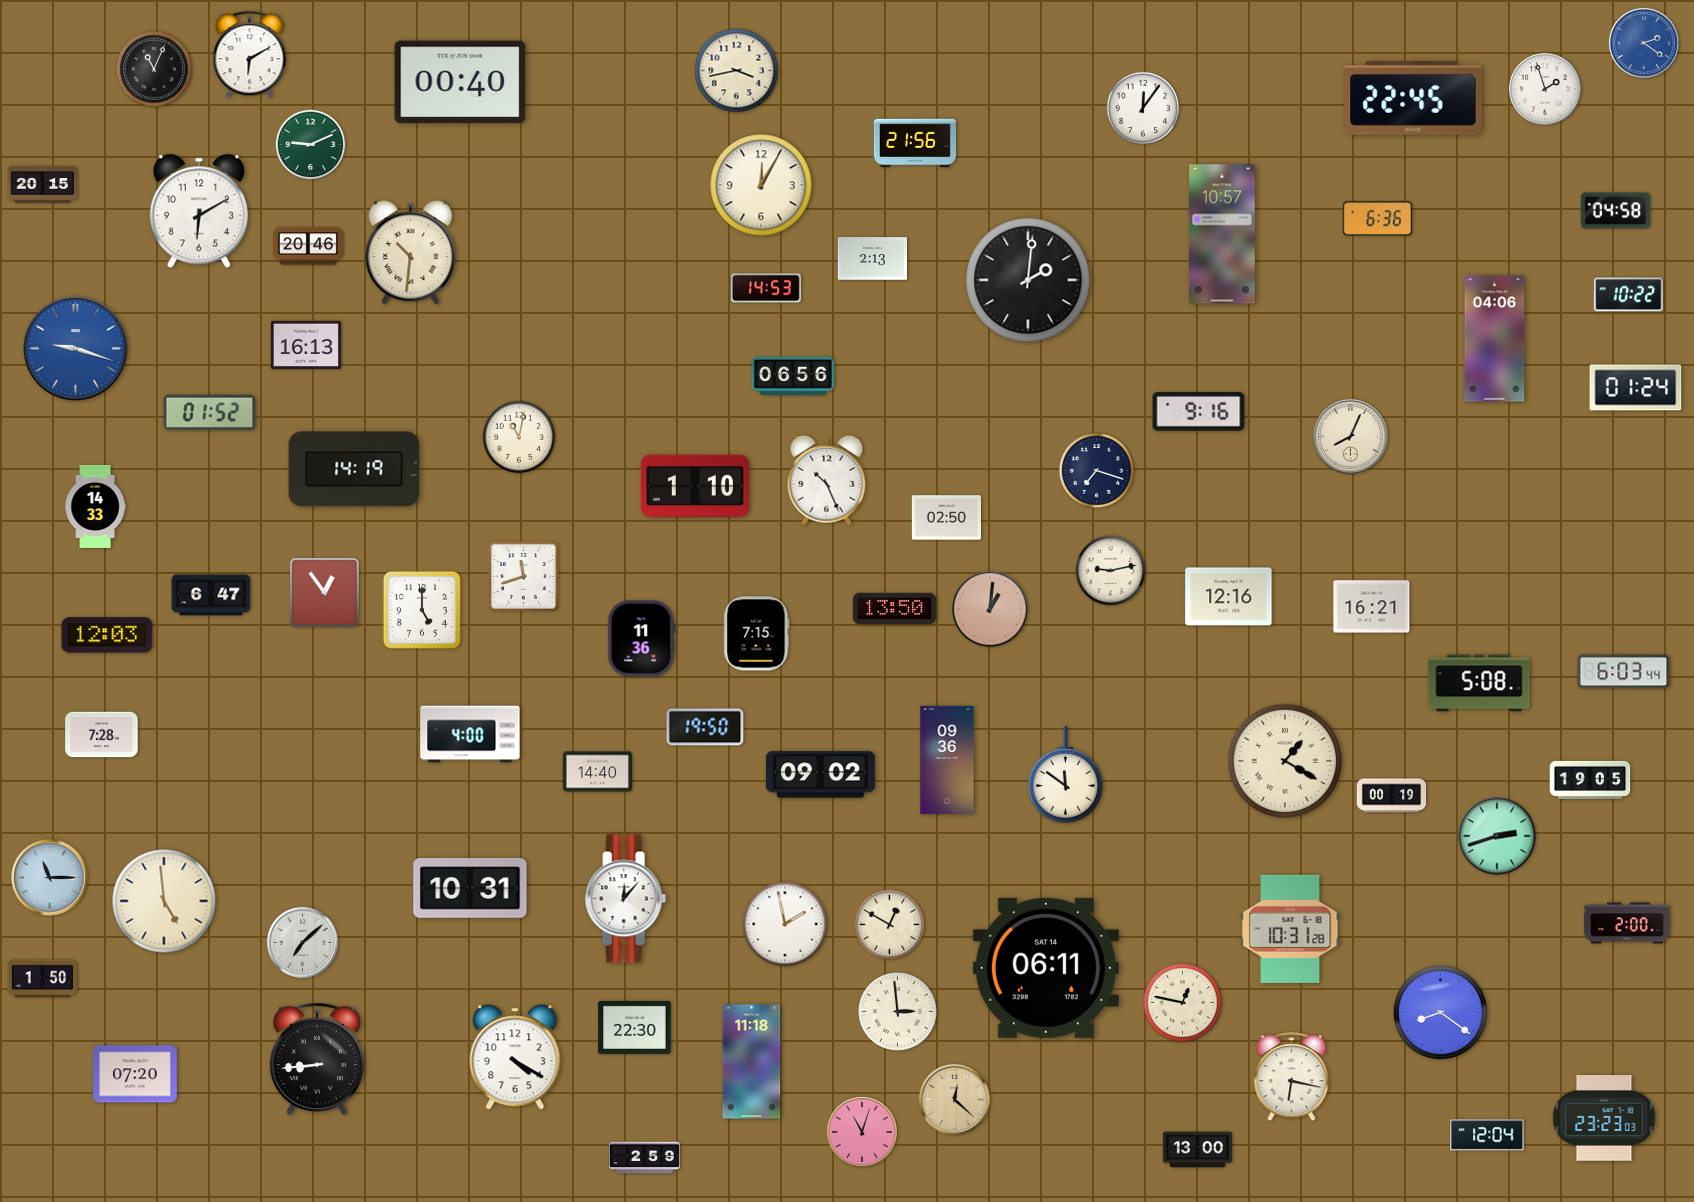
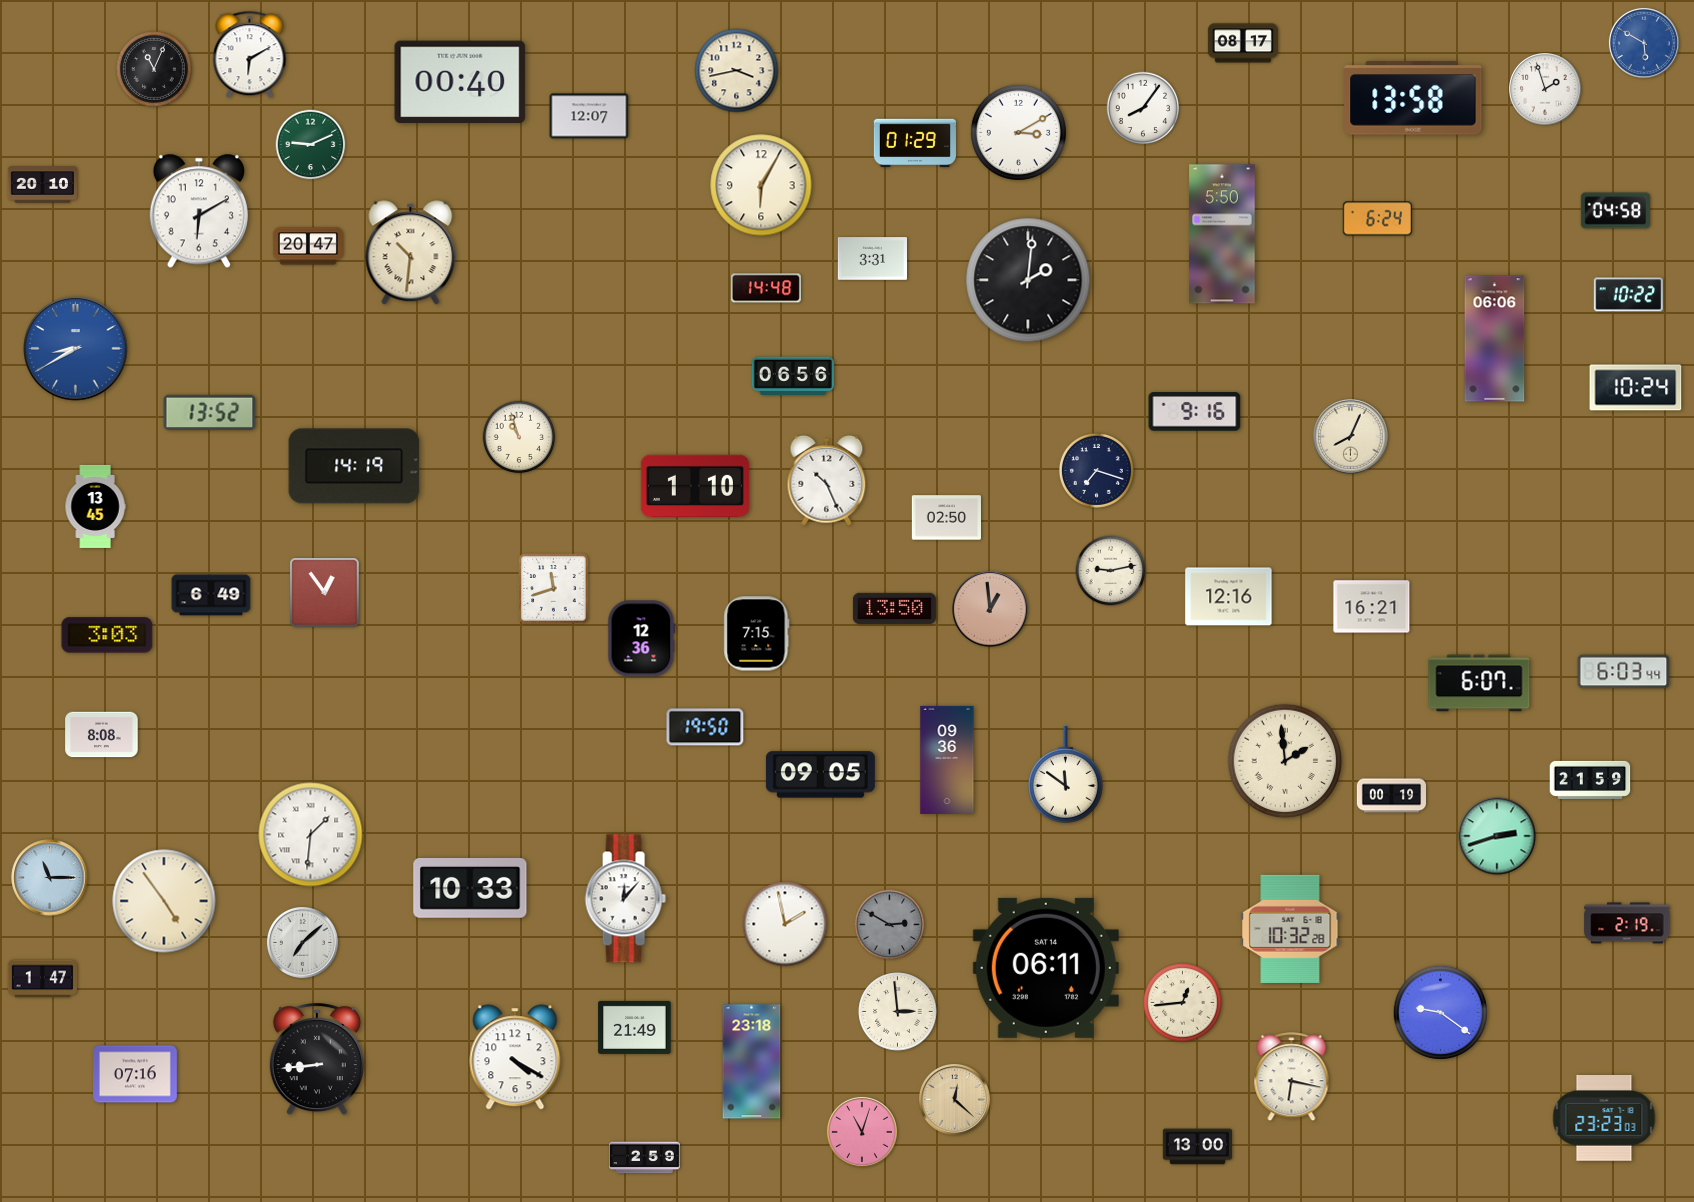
clock at (1243, 43): none -> 08:17
clock at (1644, 43): 2:21 -> 5:50
clock at (1413, 98): 22:45 -> 13:58
clock at (1143, 108): 12:06 -> 8:06
clock at (589, 116): none -> 12:07
clock at (1018, 132): none -> 3:10
clock at (915, 143): 21:56 -> 01:29
clock at (42, 185): 20:15 -> 20:10
clock at (761, 185): 12:05 -> 6:05
clock at (1377, 219): 6:36 -> 6:24
clock at (1222, 234): 10:57 -> 5:50
clock at (308, 246): 20:46 -> 20:47
clock at (872, 259): 2:13 -> 3:31
clock at (766, 288): 14:53 -> 14:48
clock at (1495, 339): 04:06 -> 06:06
clock at (306, 345): 16:13 -> none
clock at (76, 349): 9:18 -> 8:40
clock at (1636, 388): 01:24 -> 10:24
clock at (1199, 412) position: (1199, 412) -> (1195, 412)
clock at (210, 413): 01:52 -> 13:52
clock at (519, 437): 11:02 -> 10:57
clock at (354, 469) position: (354, 469) -> (354, 466)
clock at (95, 506): 14:33 -> 13:45
clock at (524, 577) position: (524, 577) -> (554, 589)
clock at (211, 595): 6:47 -> 6:49
clock at (990, 609): 1:01 -> 12:59
clock at (422, 610): 5:00 -> none
clock at (107, 635): 12:03 -> 3:03
clock at (642, 639): 11:36 -> 12:36
clock at (1479, 683): 5:08 -> 6:07
clock at (470, 734): 4:00 -> none
clock at (102, 735): 7:28 -> 8:08
clock at (1285, 761): 1:20 -> 1:59
clock at (597, 772): 14:40 -> none
clock at (820, 775): 09:02 -> 09:05
clock at (1590, 780): 19:05 -> 21:59
clock at (311, 835): none -> 1:31
clock at (470, 889): 10:31 -> 10:33
clock at (164, 901): 4:59 -> 4:54
clock at (1627, 923): 2:00 -> 2:19
clock at (890, 925): 12:50 -> 2:50
clock at (890, 925) dial: cream -> grey
clock at (1290, 929): 10:31 -> 10:32
clock at (42, 979): 1:50 -> 1:47
clock at (1183, 1003): 12:47 -> 12:44
clock at (1440, 1012): 8:21 -> 9:21
clock at (635, 1027): 22:30 -> 21:49
clock at (752, 1062): 11:18 -> 23:18
clock at (136, 1074): 07:20 -> 07:16
clock at (1487, 1135): 12:04 -> none
clock at (1197, 1150) position: (1197, 1150) -> (1197, 1147)
